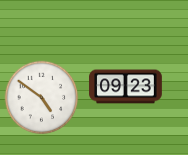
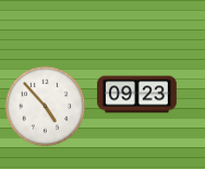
clock at (42, 98): 4:51 -> 4:53
